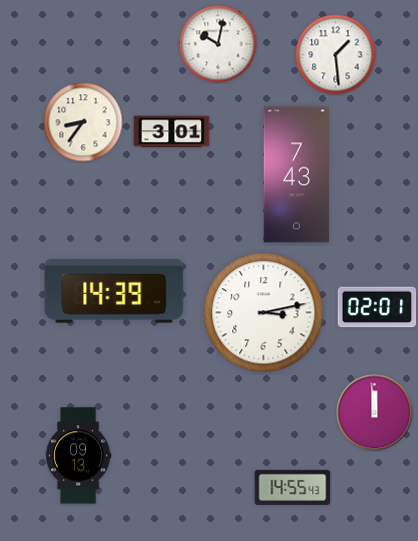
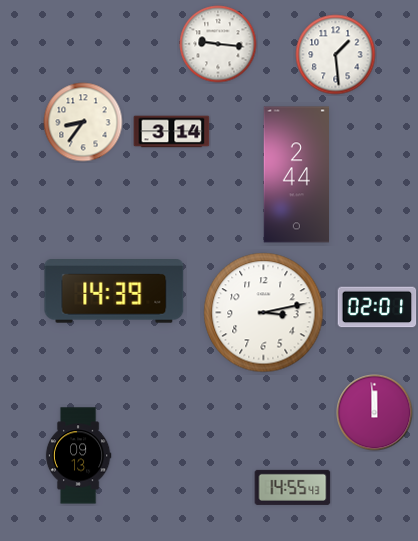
clock at (218, 44): 10:02 -> 9:16
clock at (172, 132): 3:01 -> 3:14
clock at (297, 175): 7:43 -> 2:44
